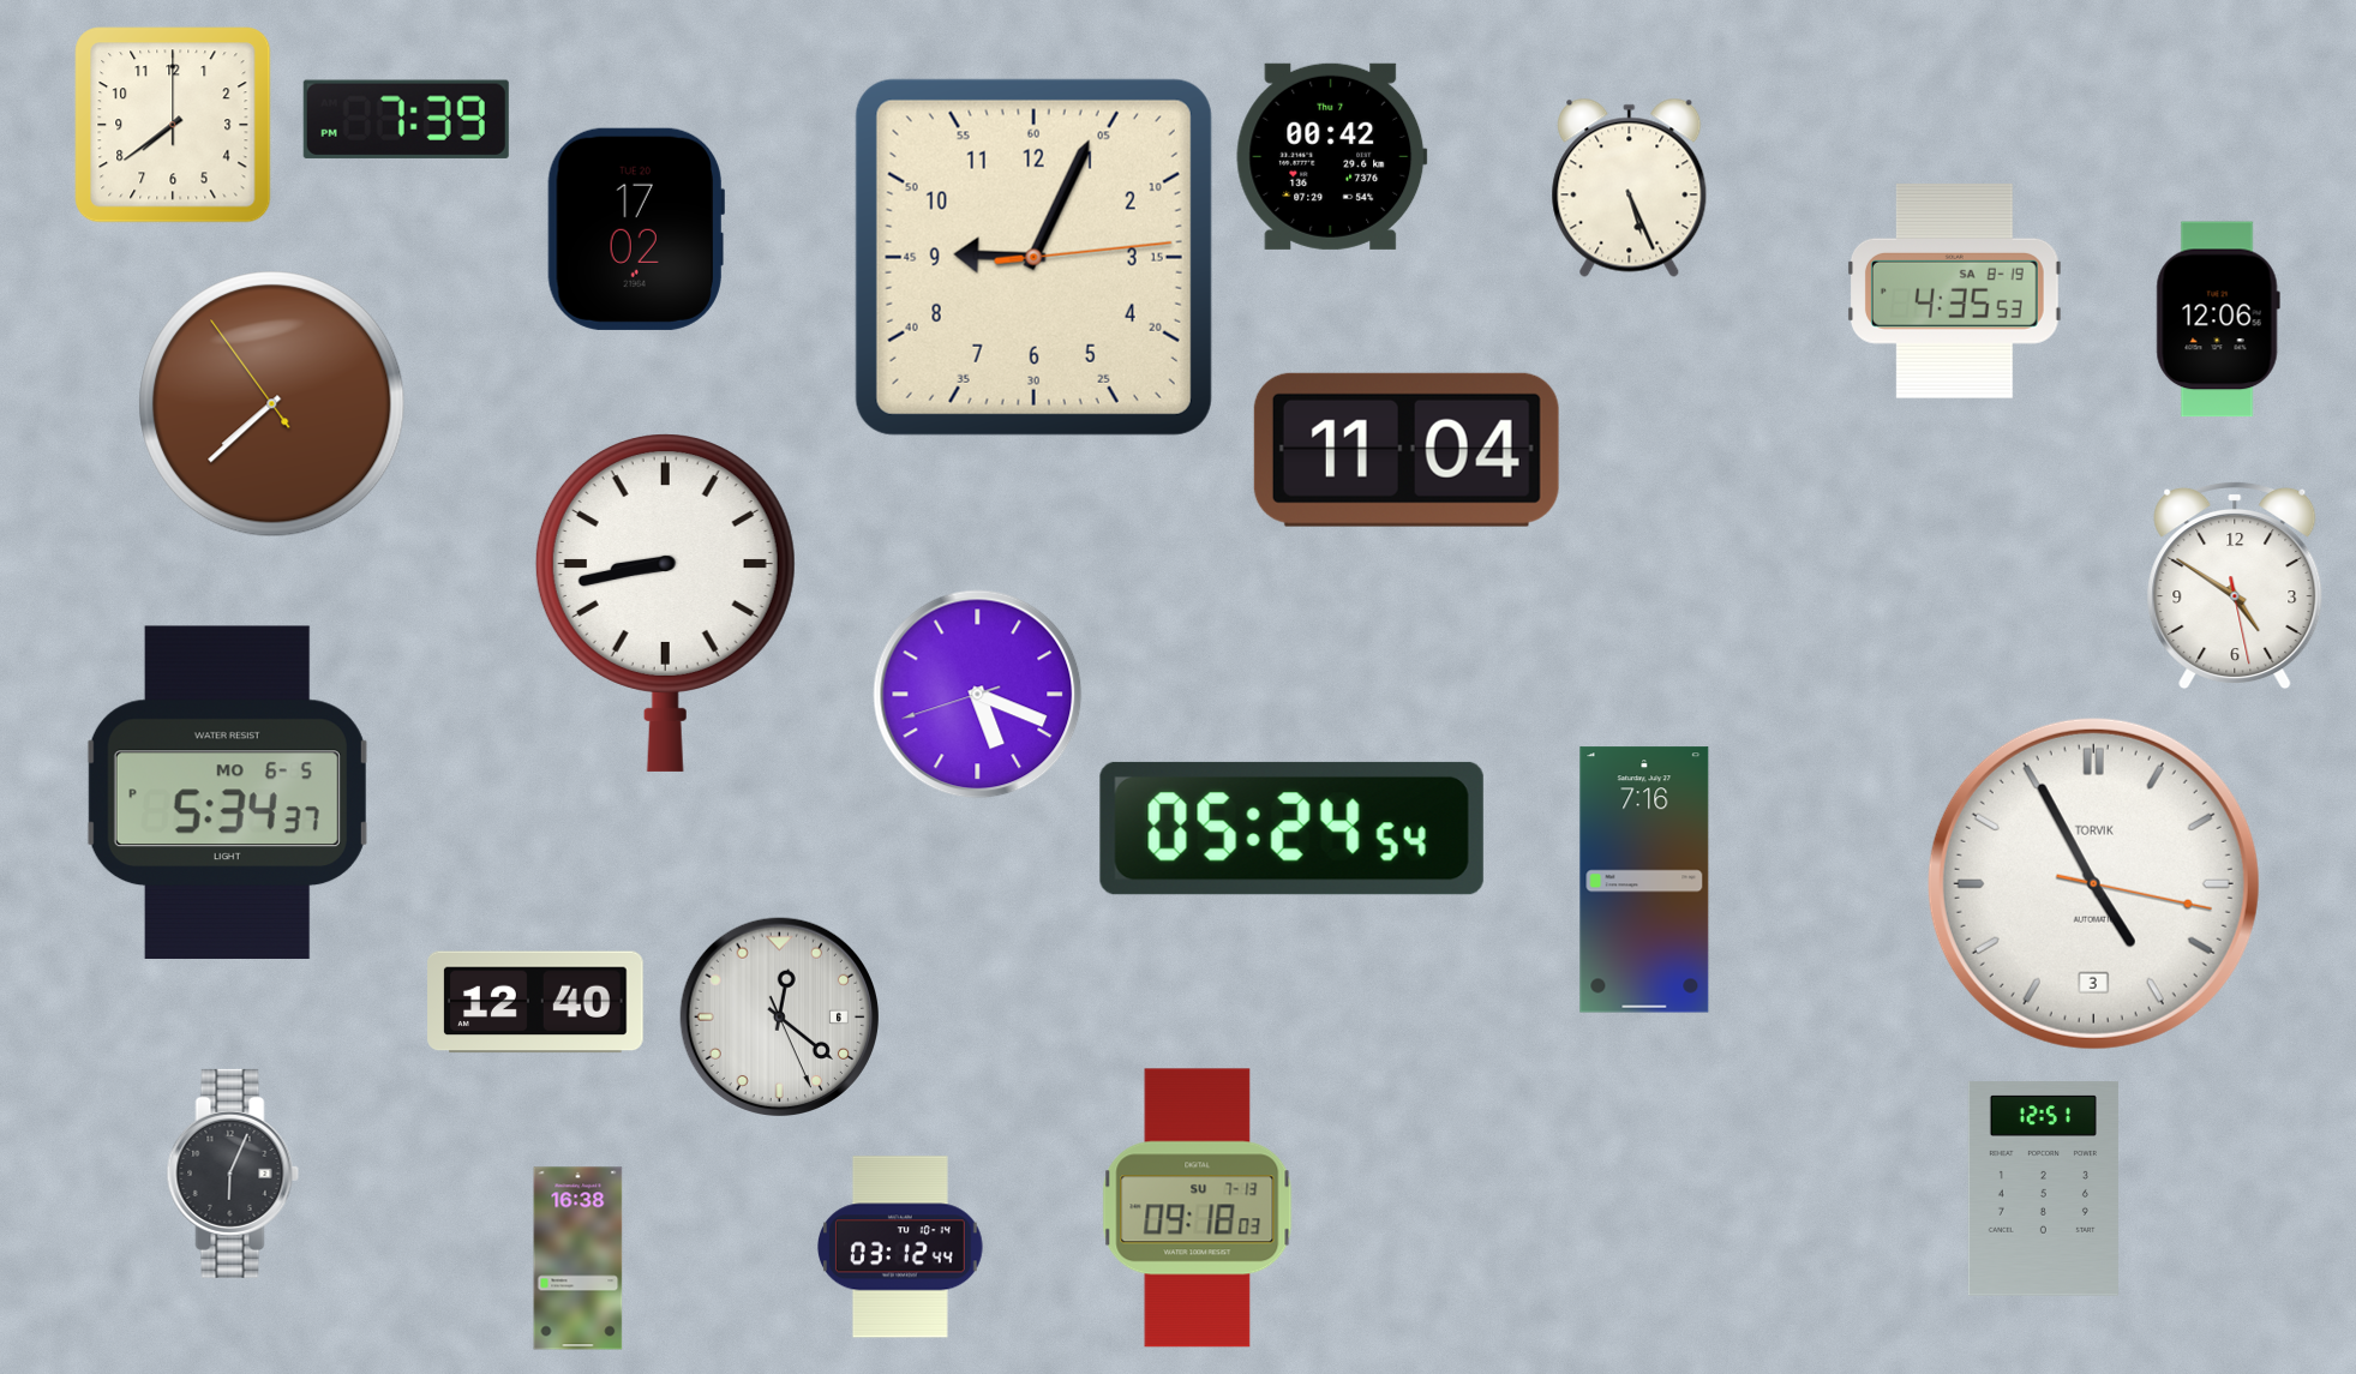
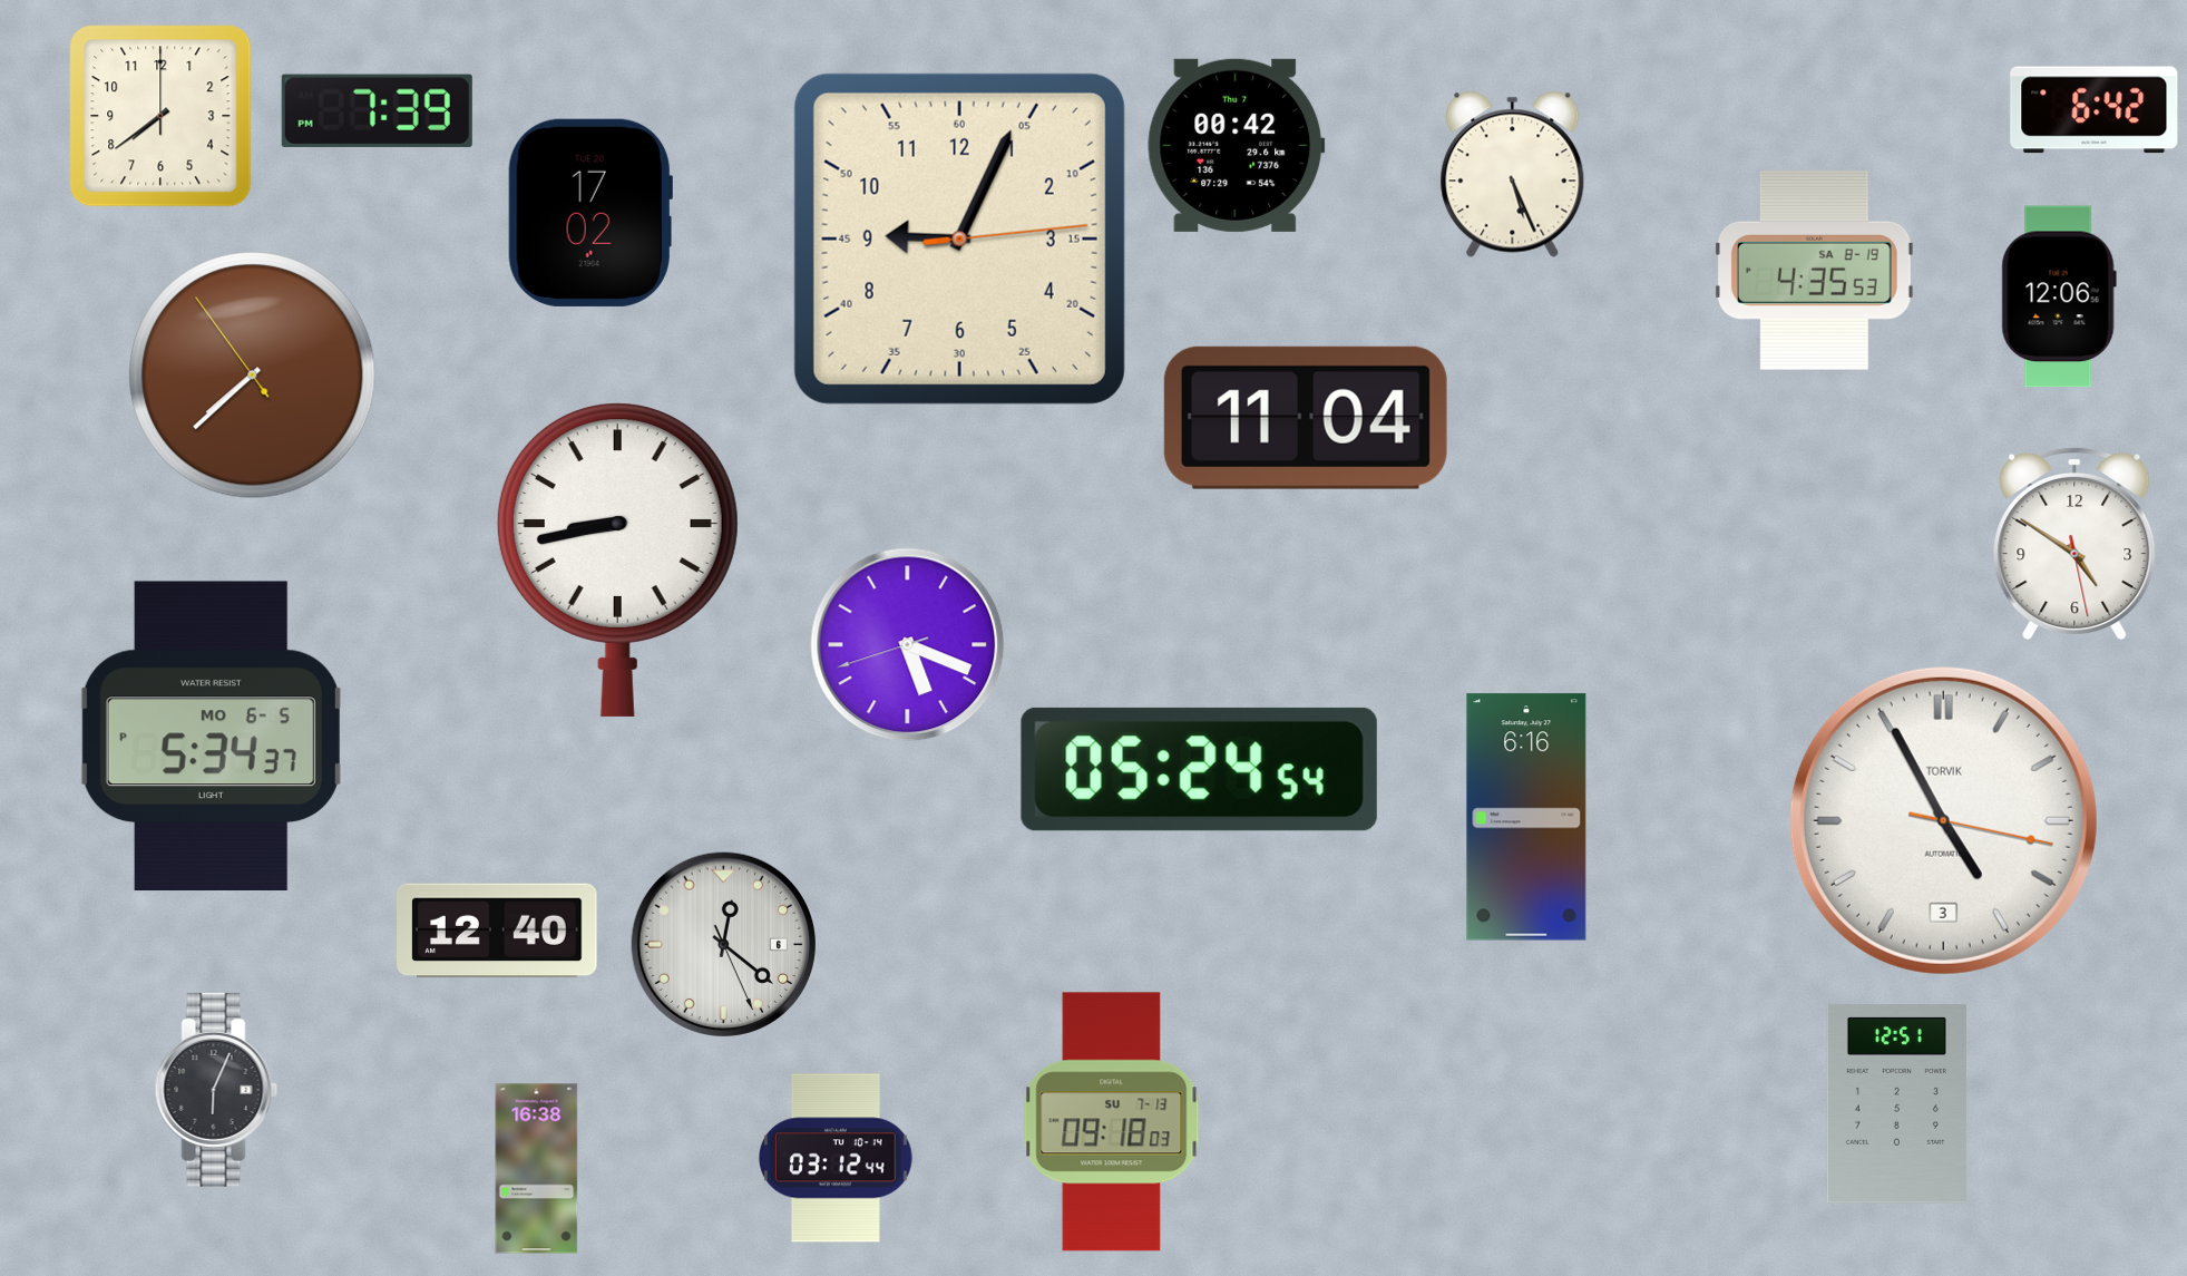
clock at (2095, 110): none -> 6:42
clock at (1644, 880): 7:16 -> 6:16
